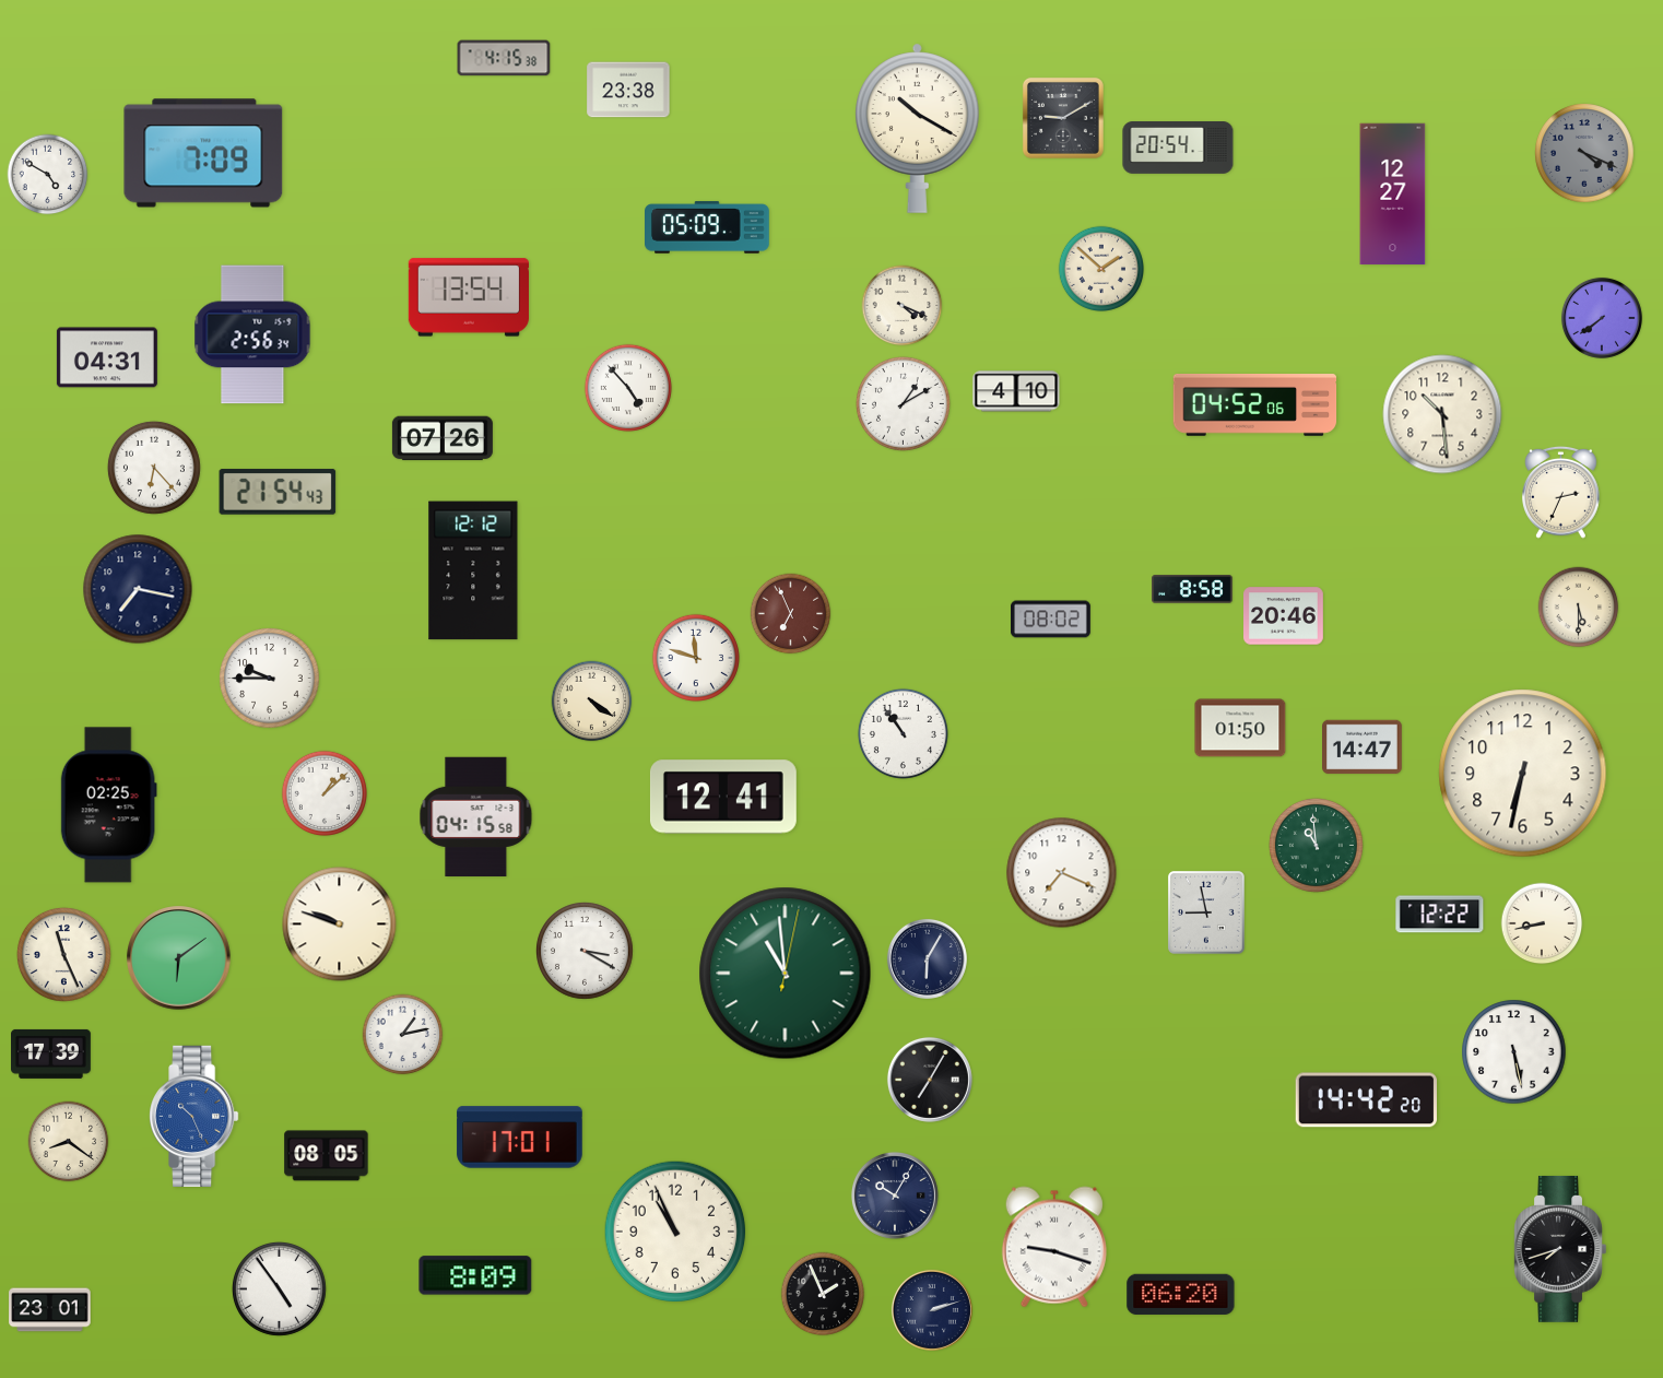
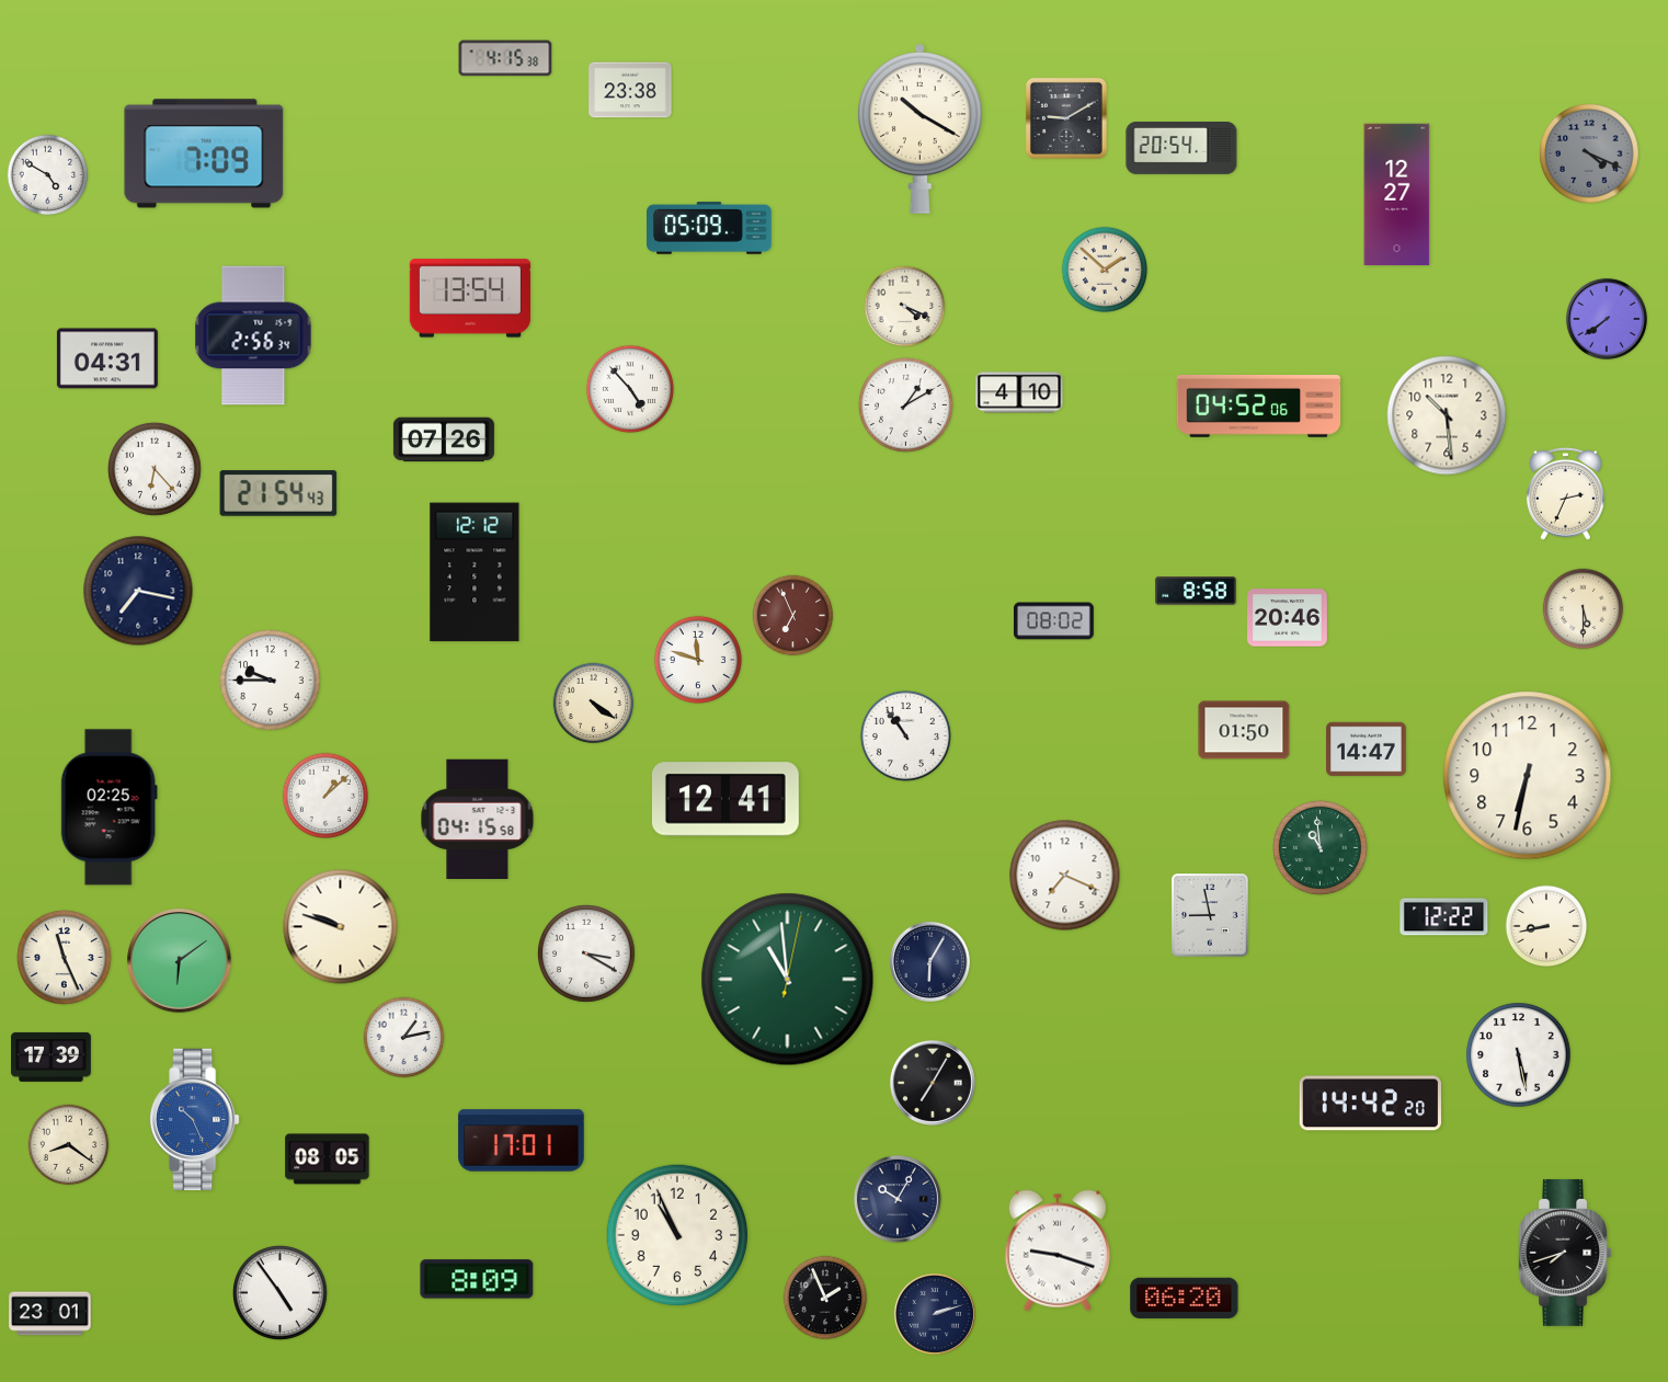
clock at (786, 974) position: (786, 974) -> (788, 980)
